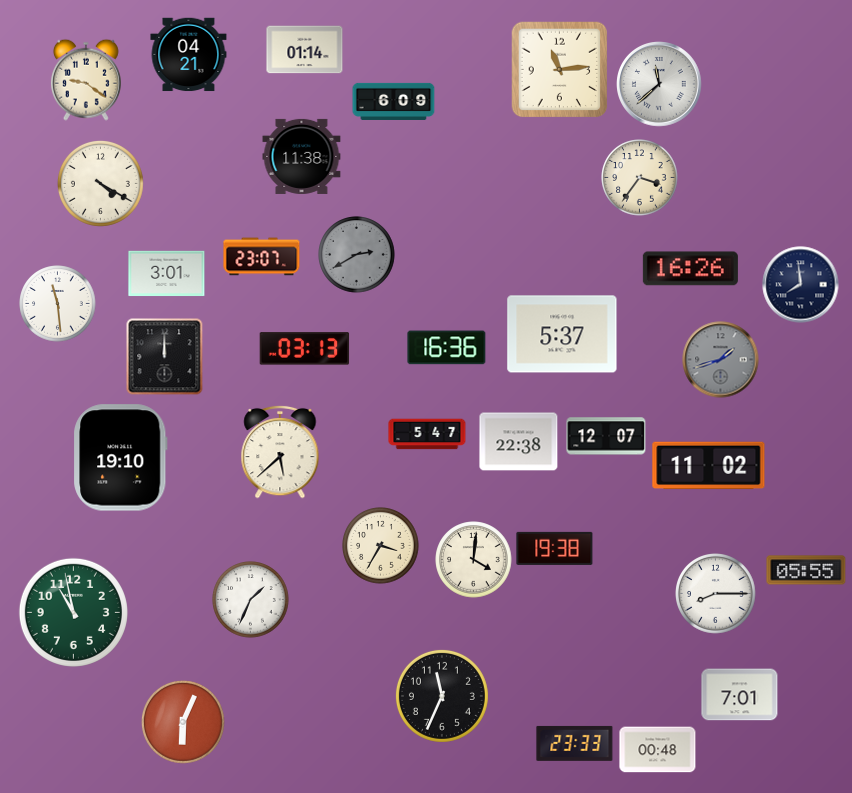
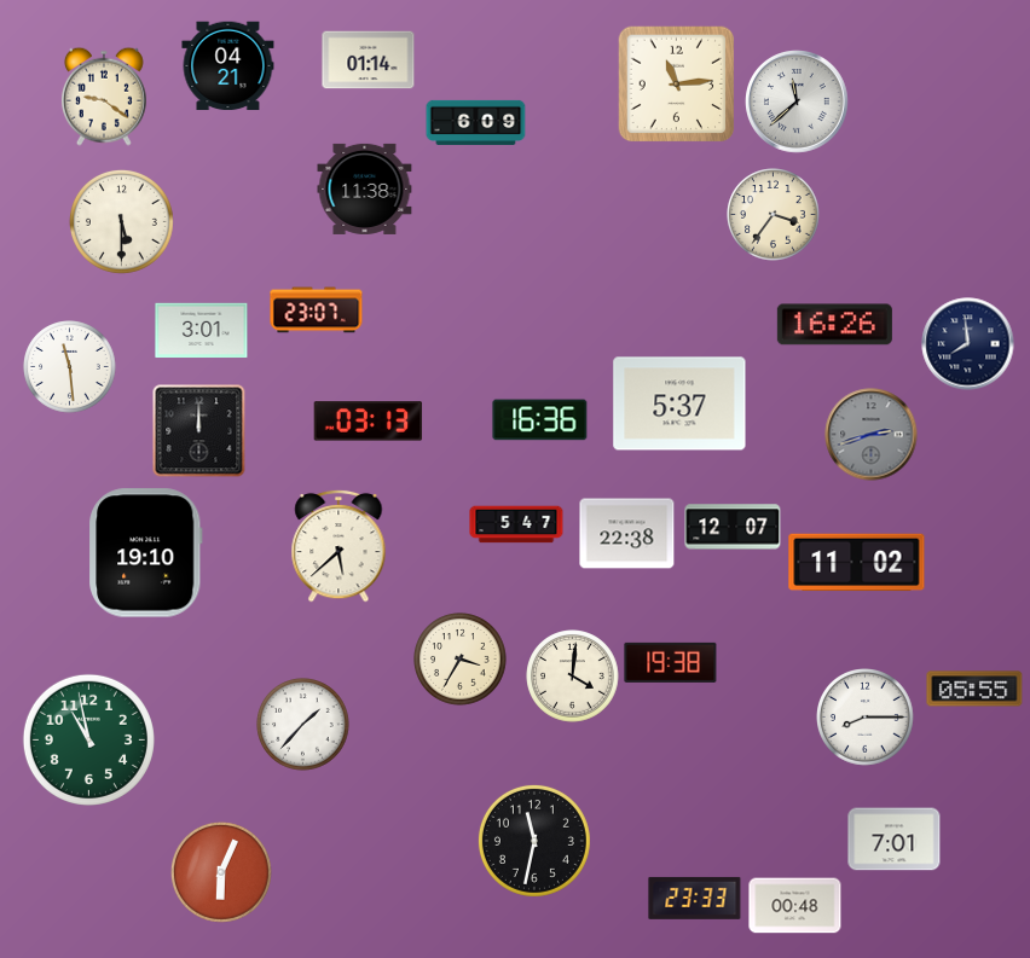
clock at (100, 183): 4:20 -> 5:30
clock at (357, 255): 2:40 -> none
clock at (721, 360): 1:42 -> 2:42
clock at (251, 600): 1:34 -> 1:37
clock at (442, 696): 11:34 -> 11:32
